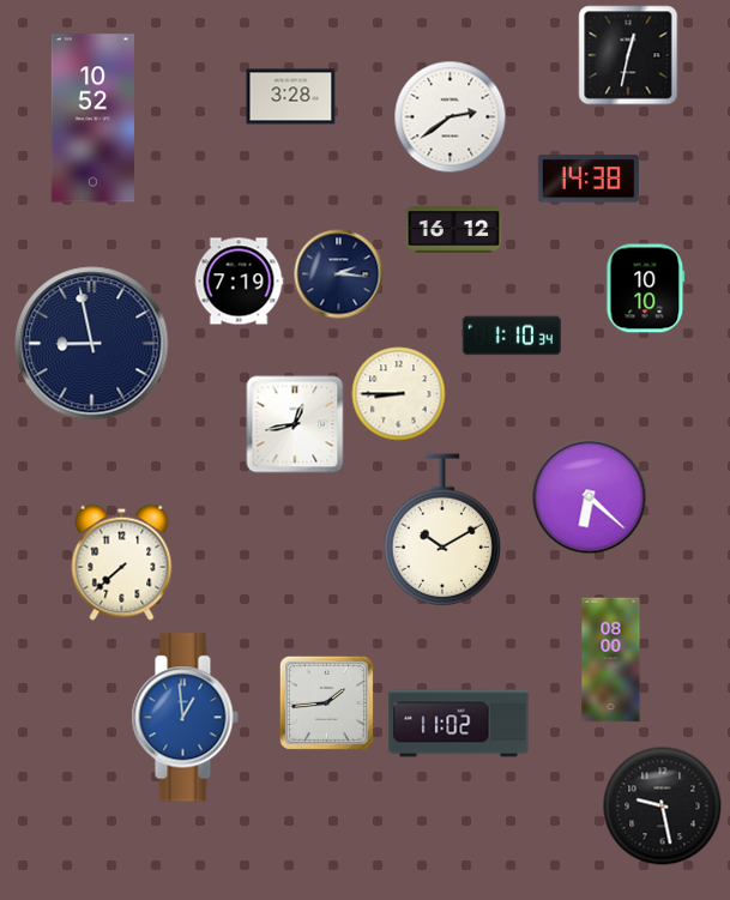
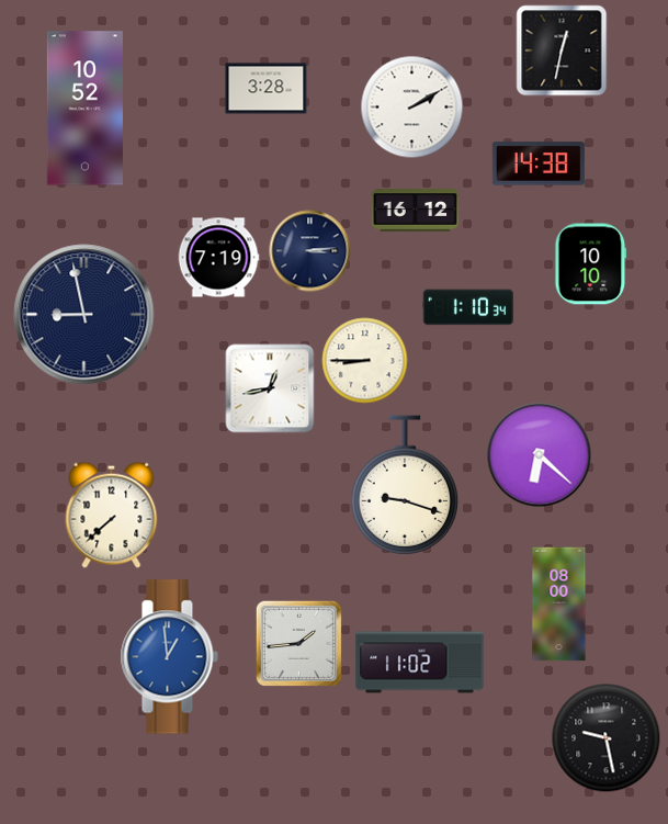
clock at (628, 55) position: (628, 55) -> (562, 50)
clock at (451, 117): 2:39 -> 2:10
clock at (339, 274): 2:16 -> 3:14
clock at (441, 530): 10:10 -> 9:18
